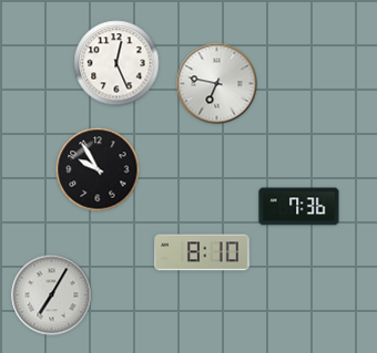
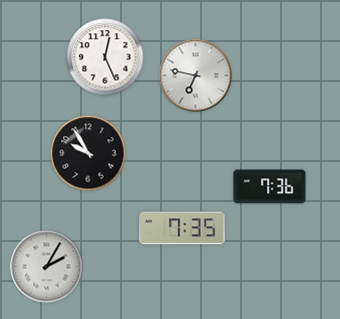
clock at (202, 252): 8:10 -> 7:35
clock at (52, 295): 7:05 -> 2:05
